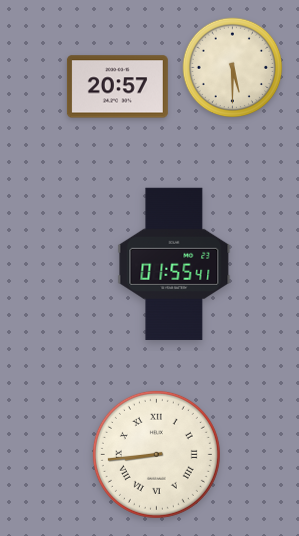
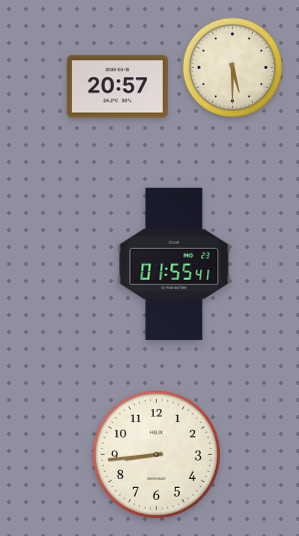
clock at (156, 454) numerals: Roman -> Arabic
